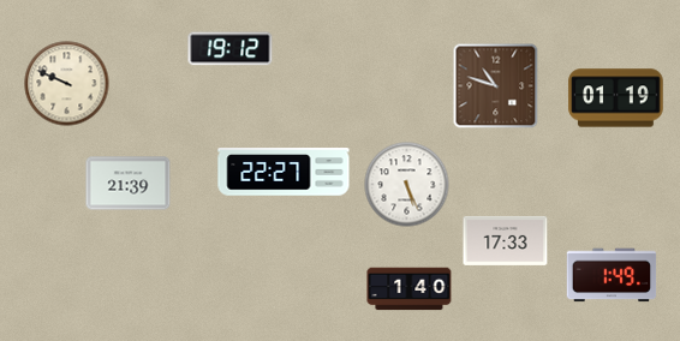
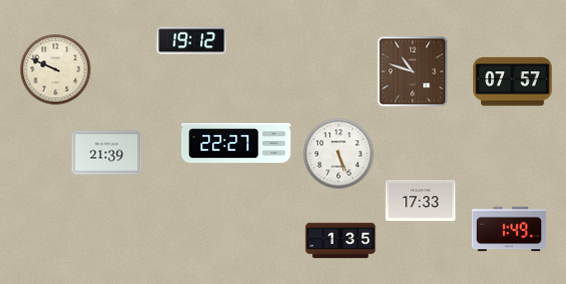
clock at (616, 98): 01:19 -> 07:57
clock at (410, 289): 1:40 -> 1:35
